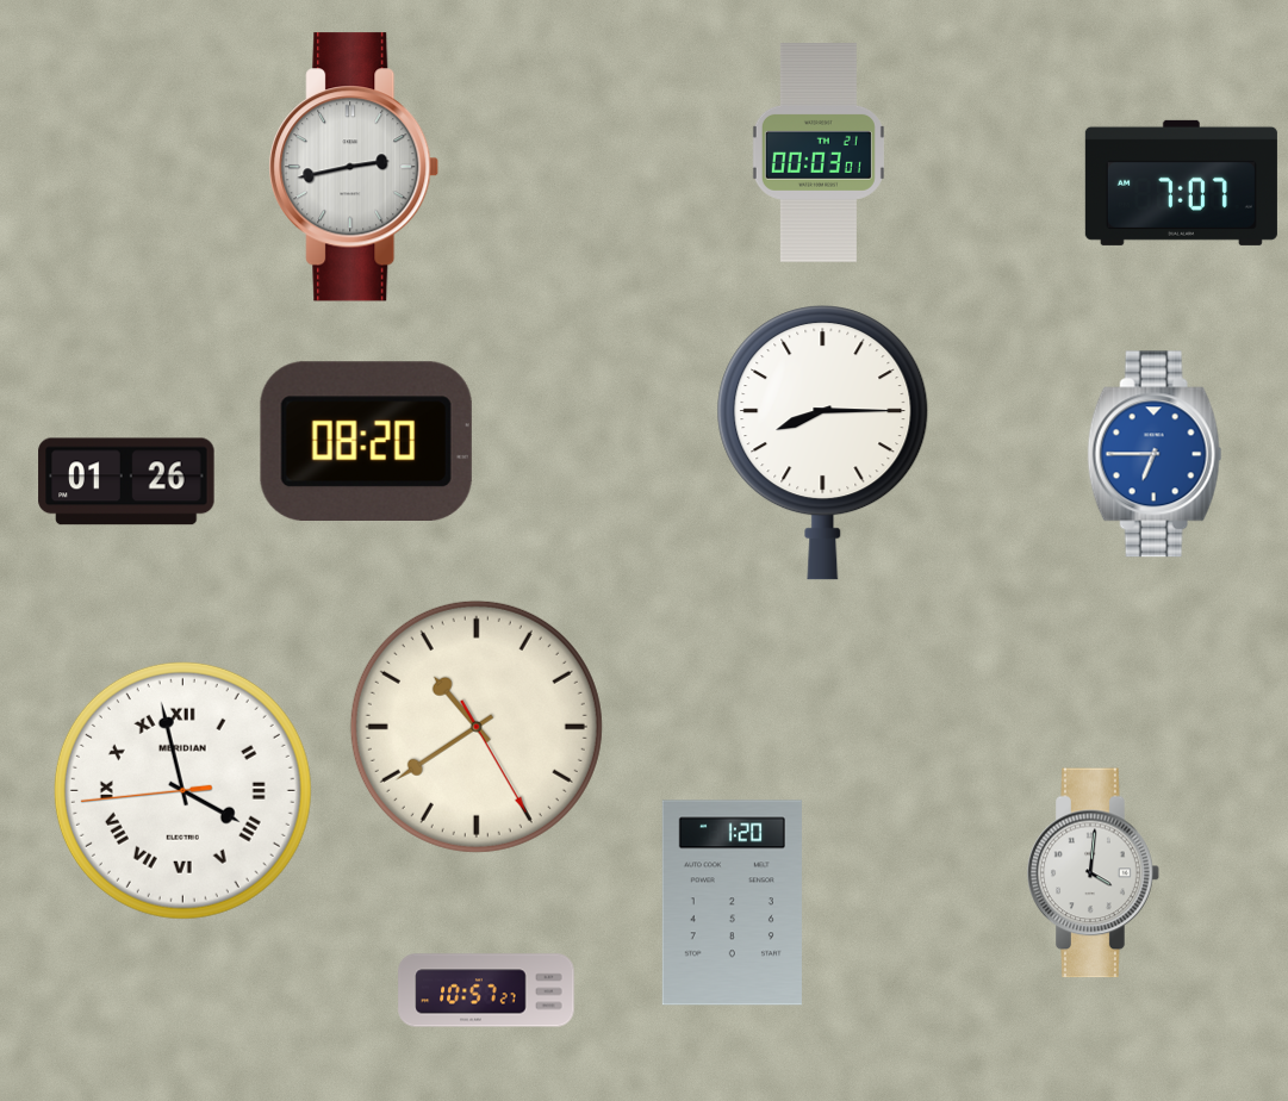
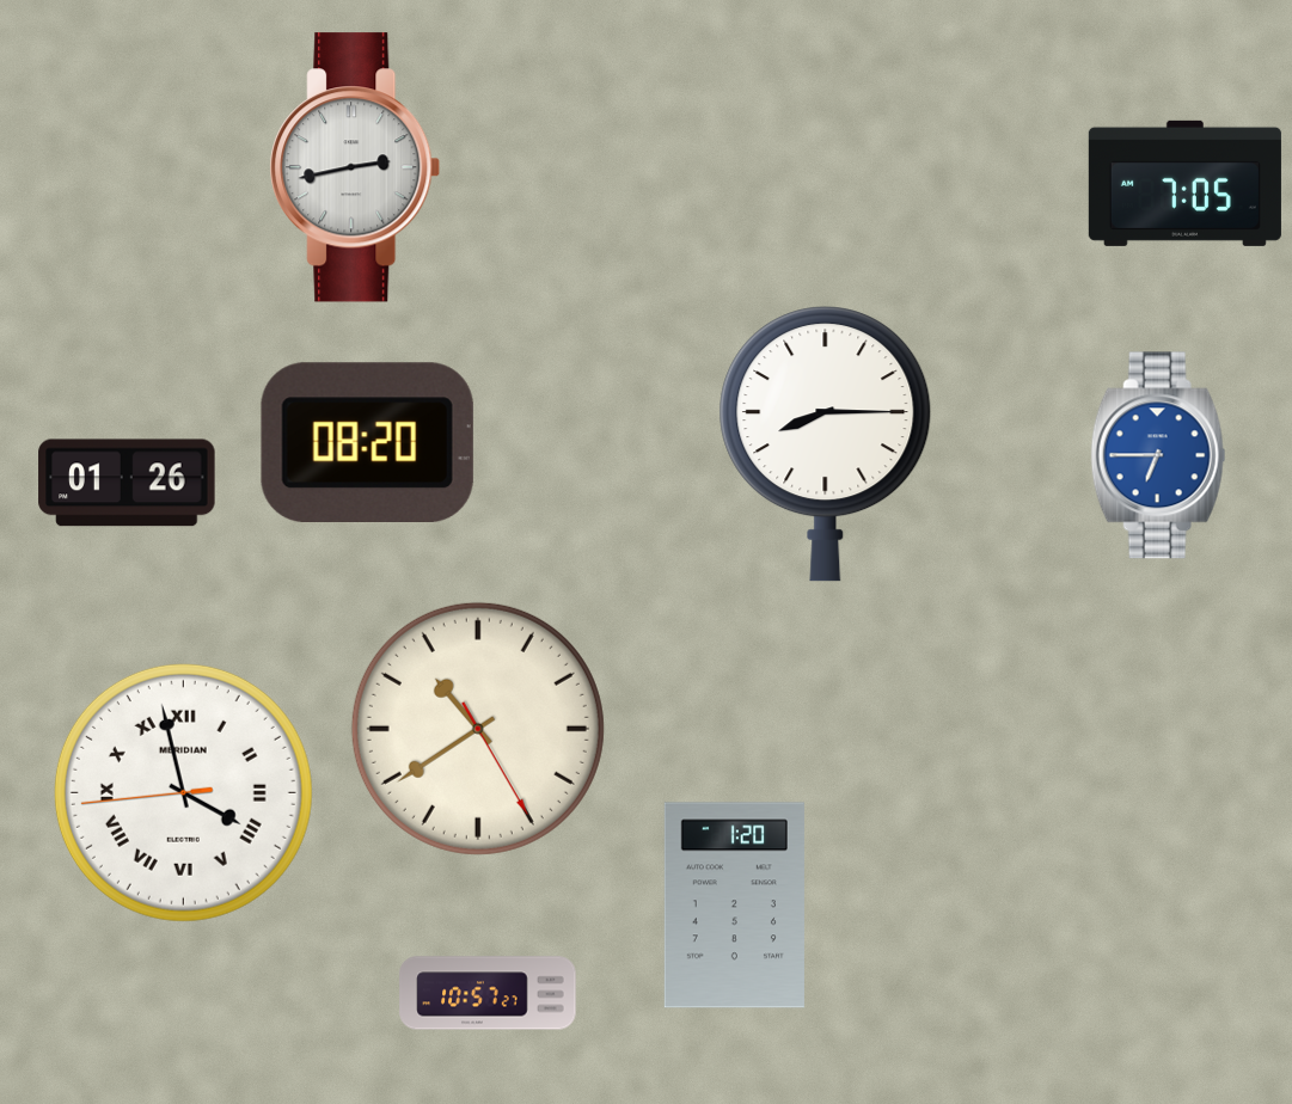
clock at (819, 154): 00:03 -> none
clock at (1181, 182): 7:07 -> 7:05
clock at (1094, 873): 4:01 -> none
